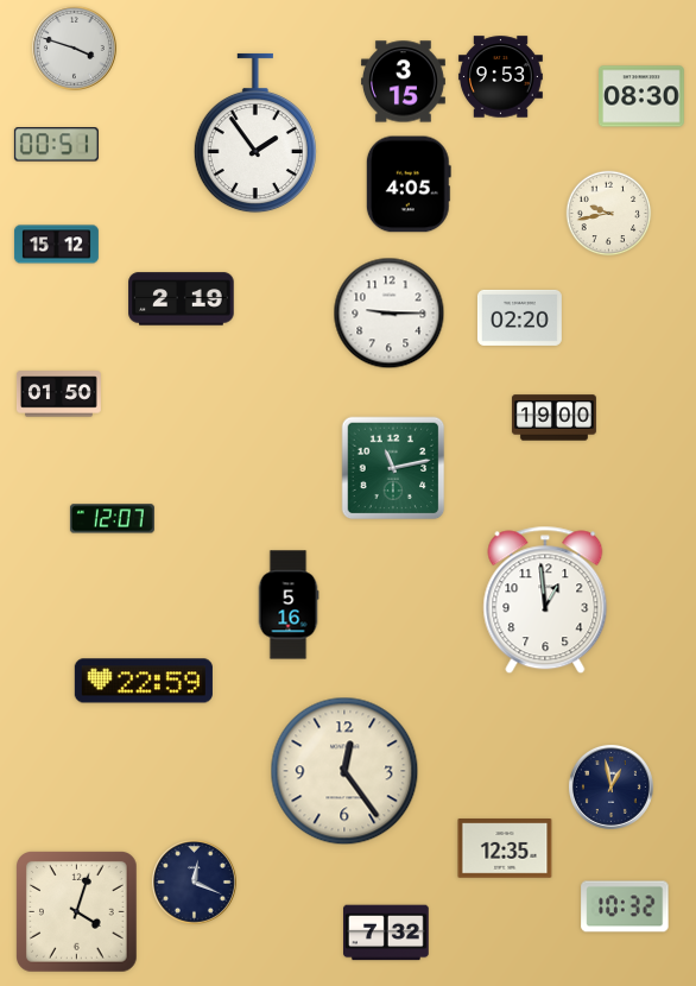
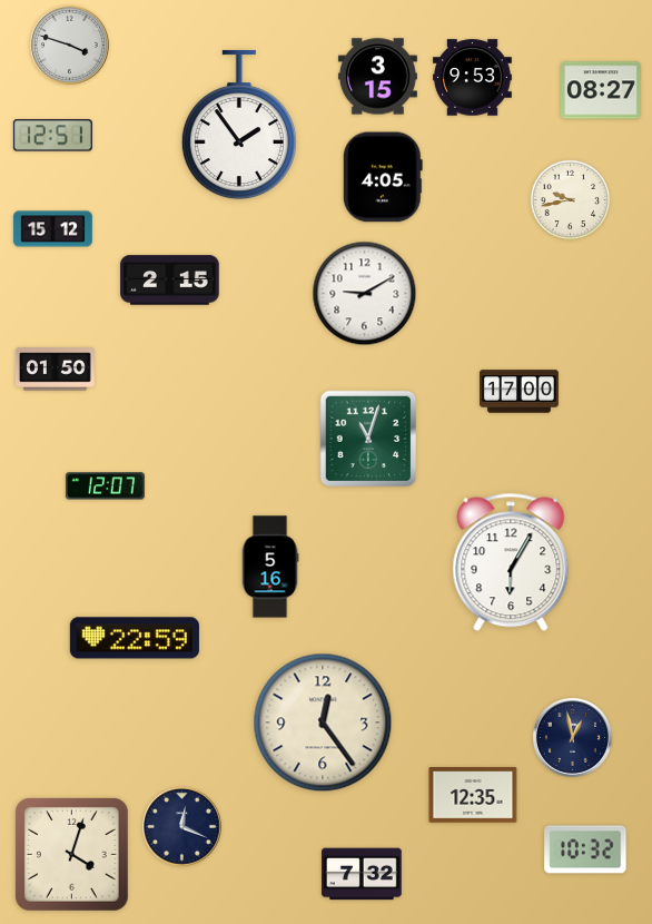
clock at (500, 77) position: (500, 77) -> (472, 78)
clock at (643, 96): 08:30 -> 08:27
clock at (56, 145): 00:51 -> 12:51
clock at (409, 184) position: (409, 184) -> (383, 177)
clock at (182, 299): 2:19 -> 2:15
clock at (390, 314): 9:15 -> 9:10
clock at (519, 317): 02:20 -> none
clock at (553, 418): 19:00 -> 17:00
clock at (393, 468): 11:13 -> 11:03
clock at (545, 600): 12:59 -> 6:05
